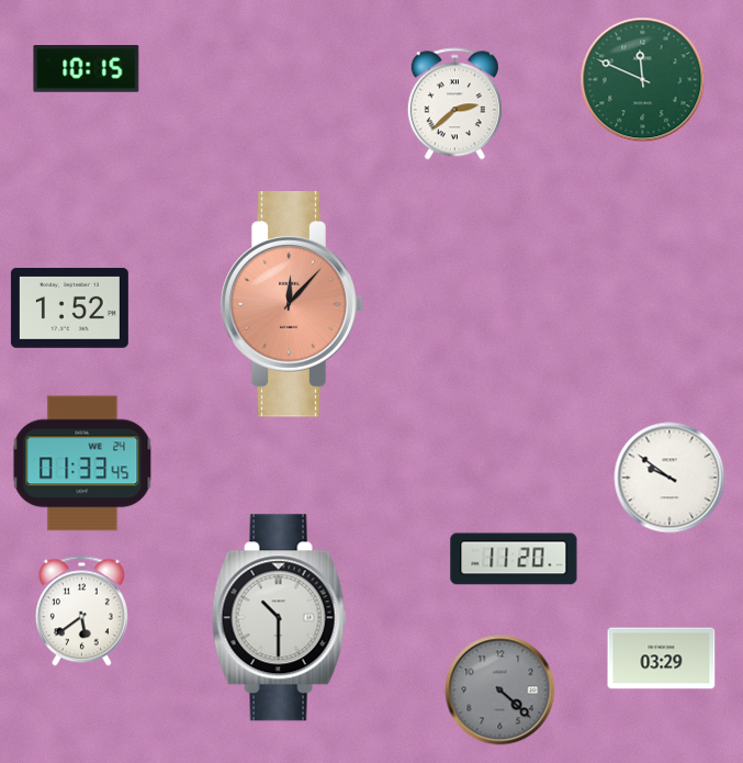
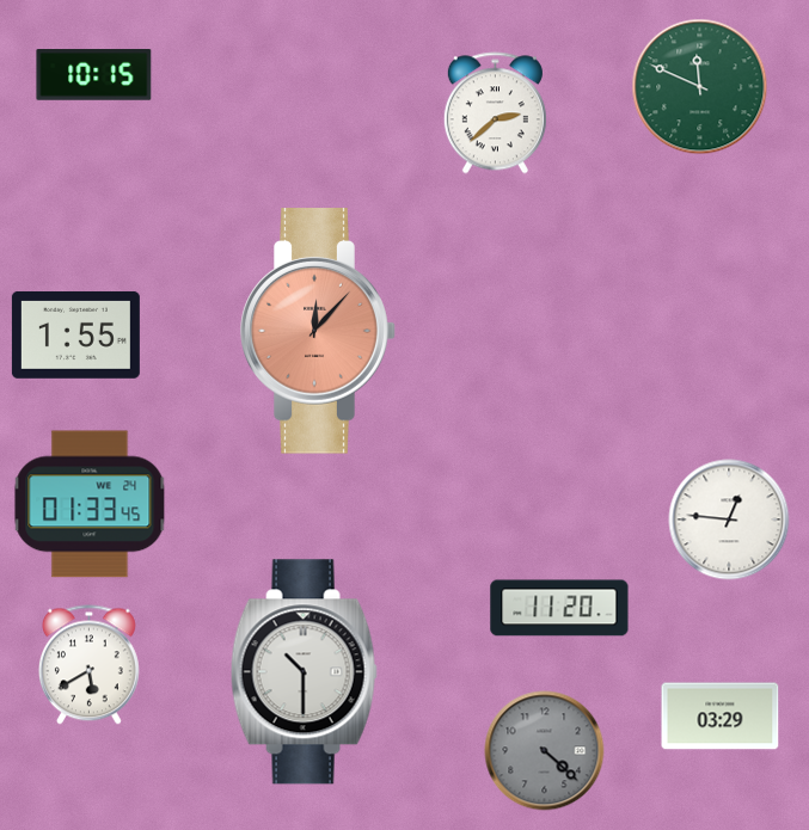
clock at (69, 307): 1:52 -> 1:55
clock at (669, 478): 9:51 -> 12:46
clock at (81, 611): 5:39 -> 5:40
